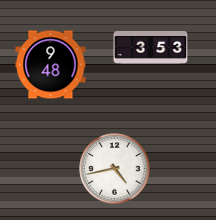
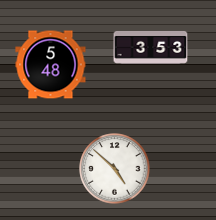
clock at (51, 65): 9:48 -> 5:48
clock at (115, 169): 4:43 -> 4:52
